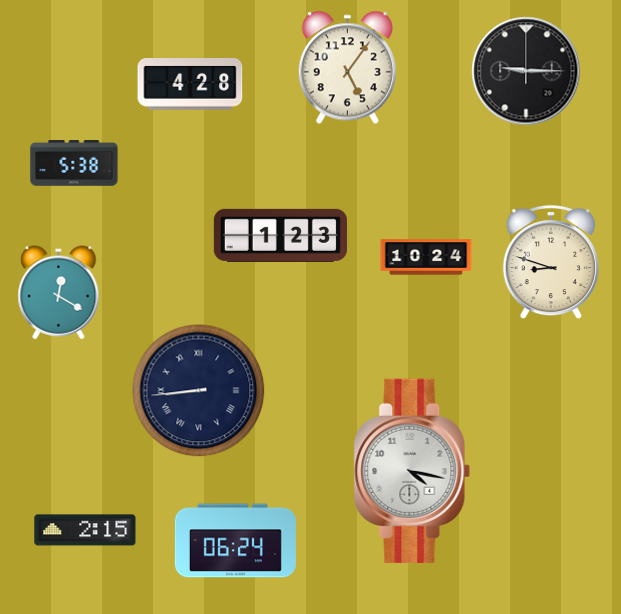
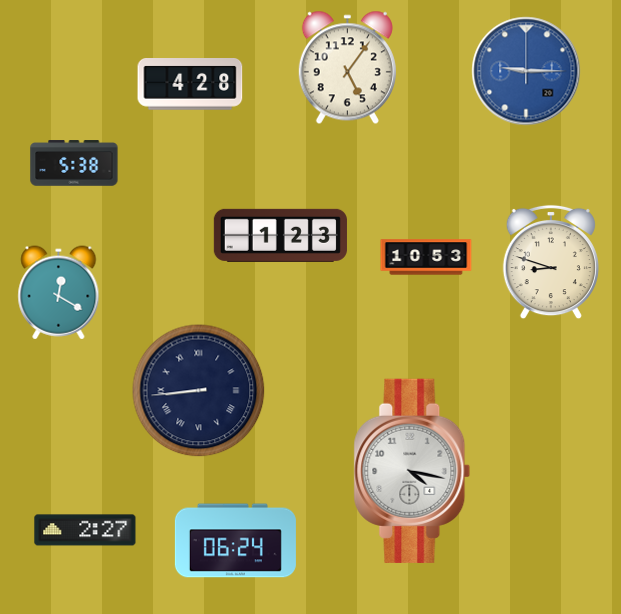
clock at (526, 71) dial: black -> blue
clock at (426, 257): 10:24 -> 10:53
clock at (85, 530): 2:15 -> 2:27
